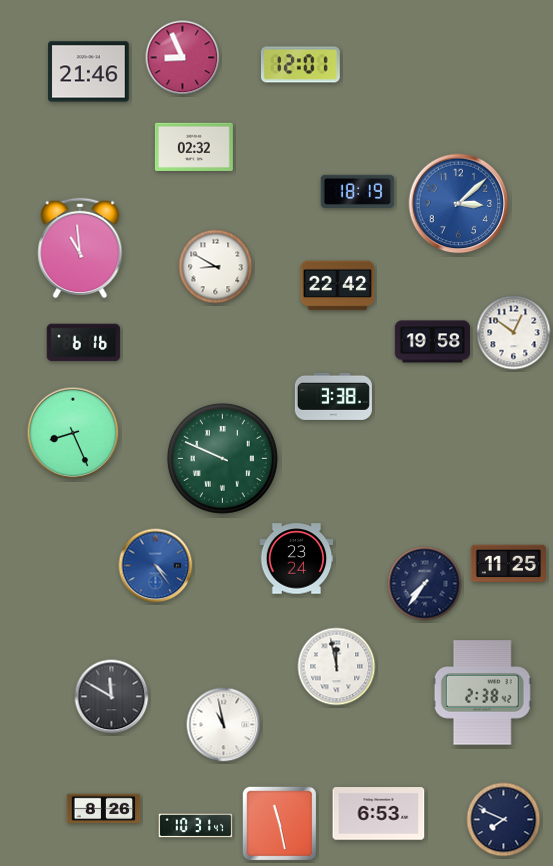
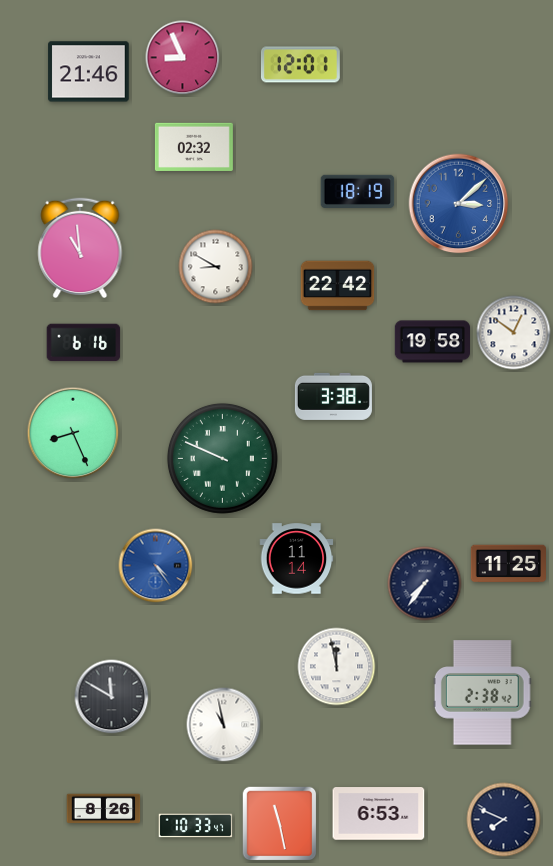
clock at (297, 559): 23:24 -> 11:14
clock at (196, 826): 10:31 -> 10:33
